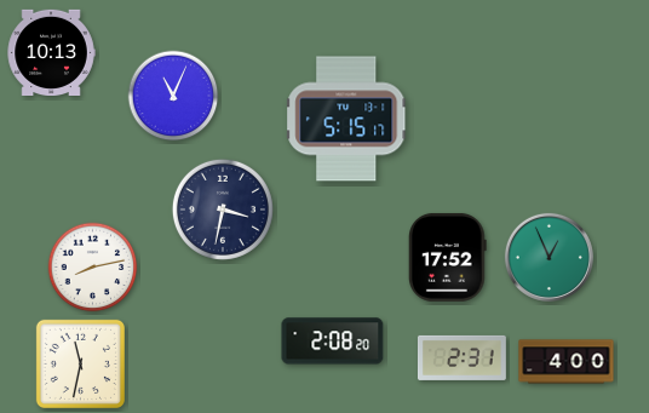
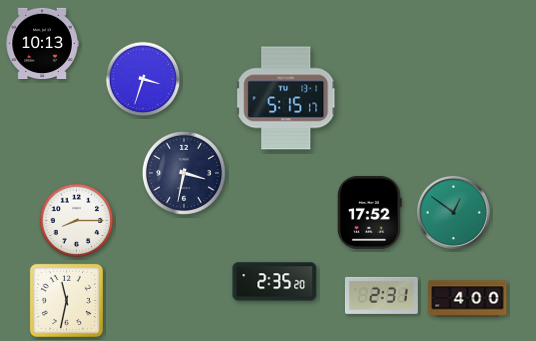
clock at (173, 96): 11:04 -> 3:33
clock at (549, 257): 12:56 -> 12:51
clock at (93, 268): 8:13 -> 8:15
clock at (333, 342): 2:08 -> 2:35
